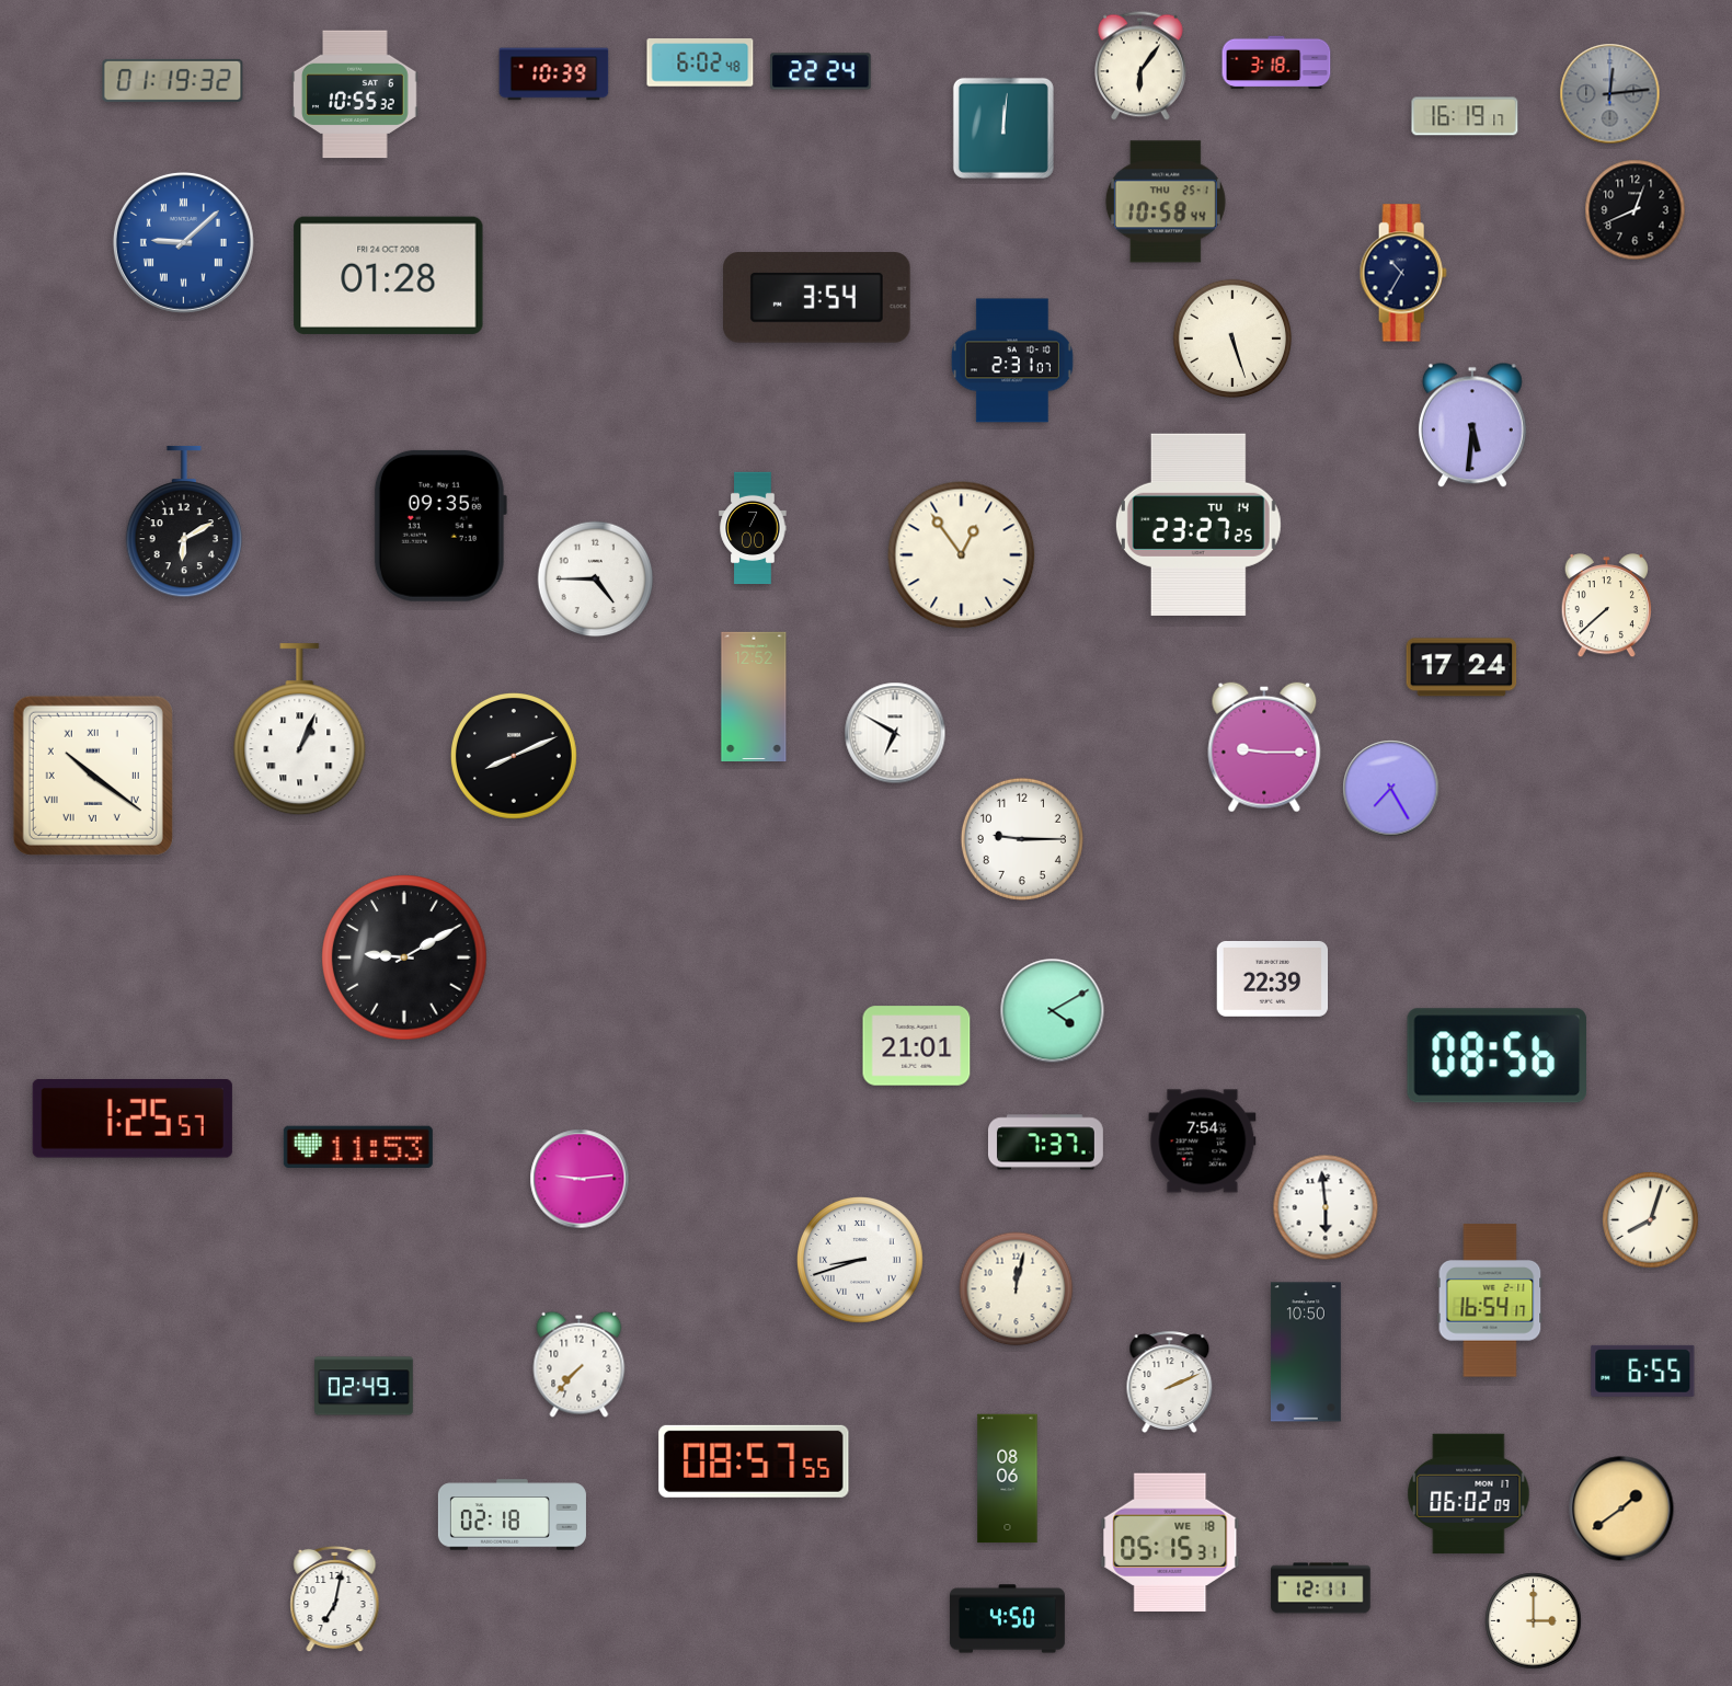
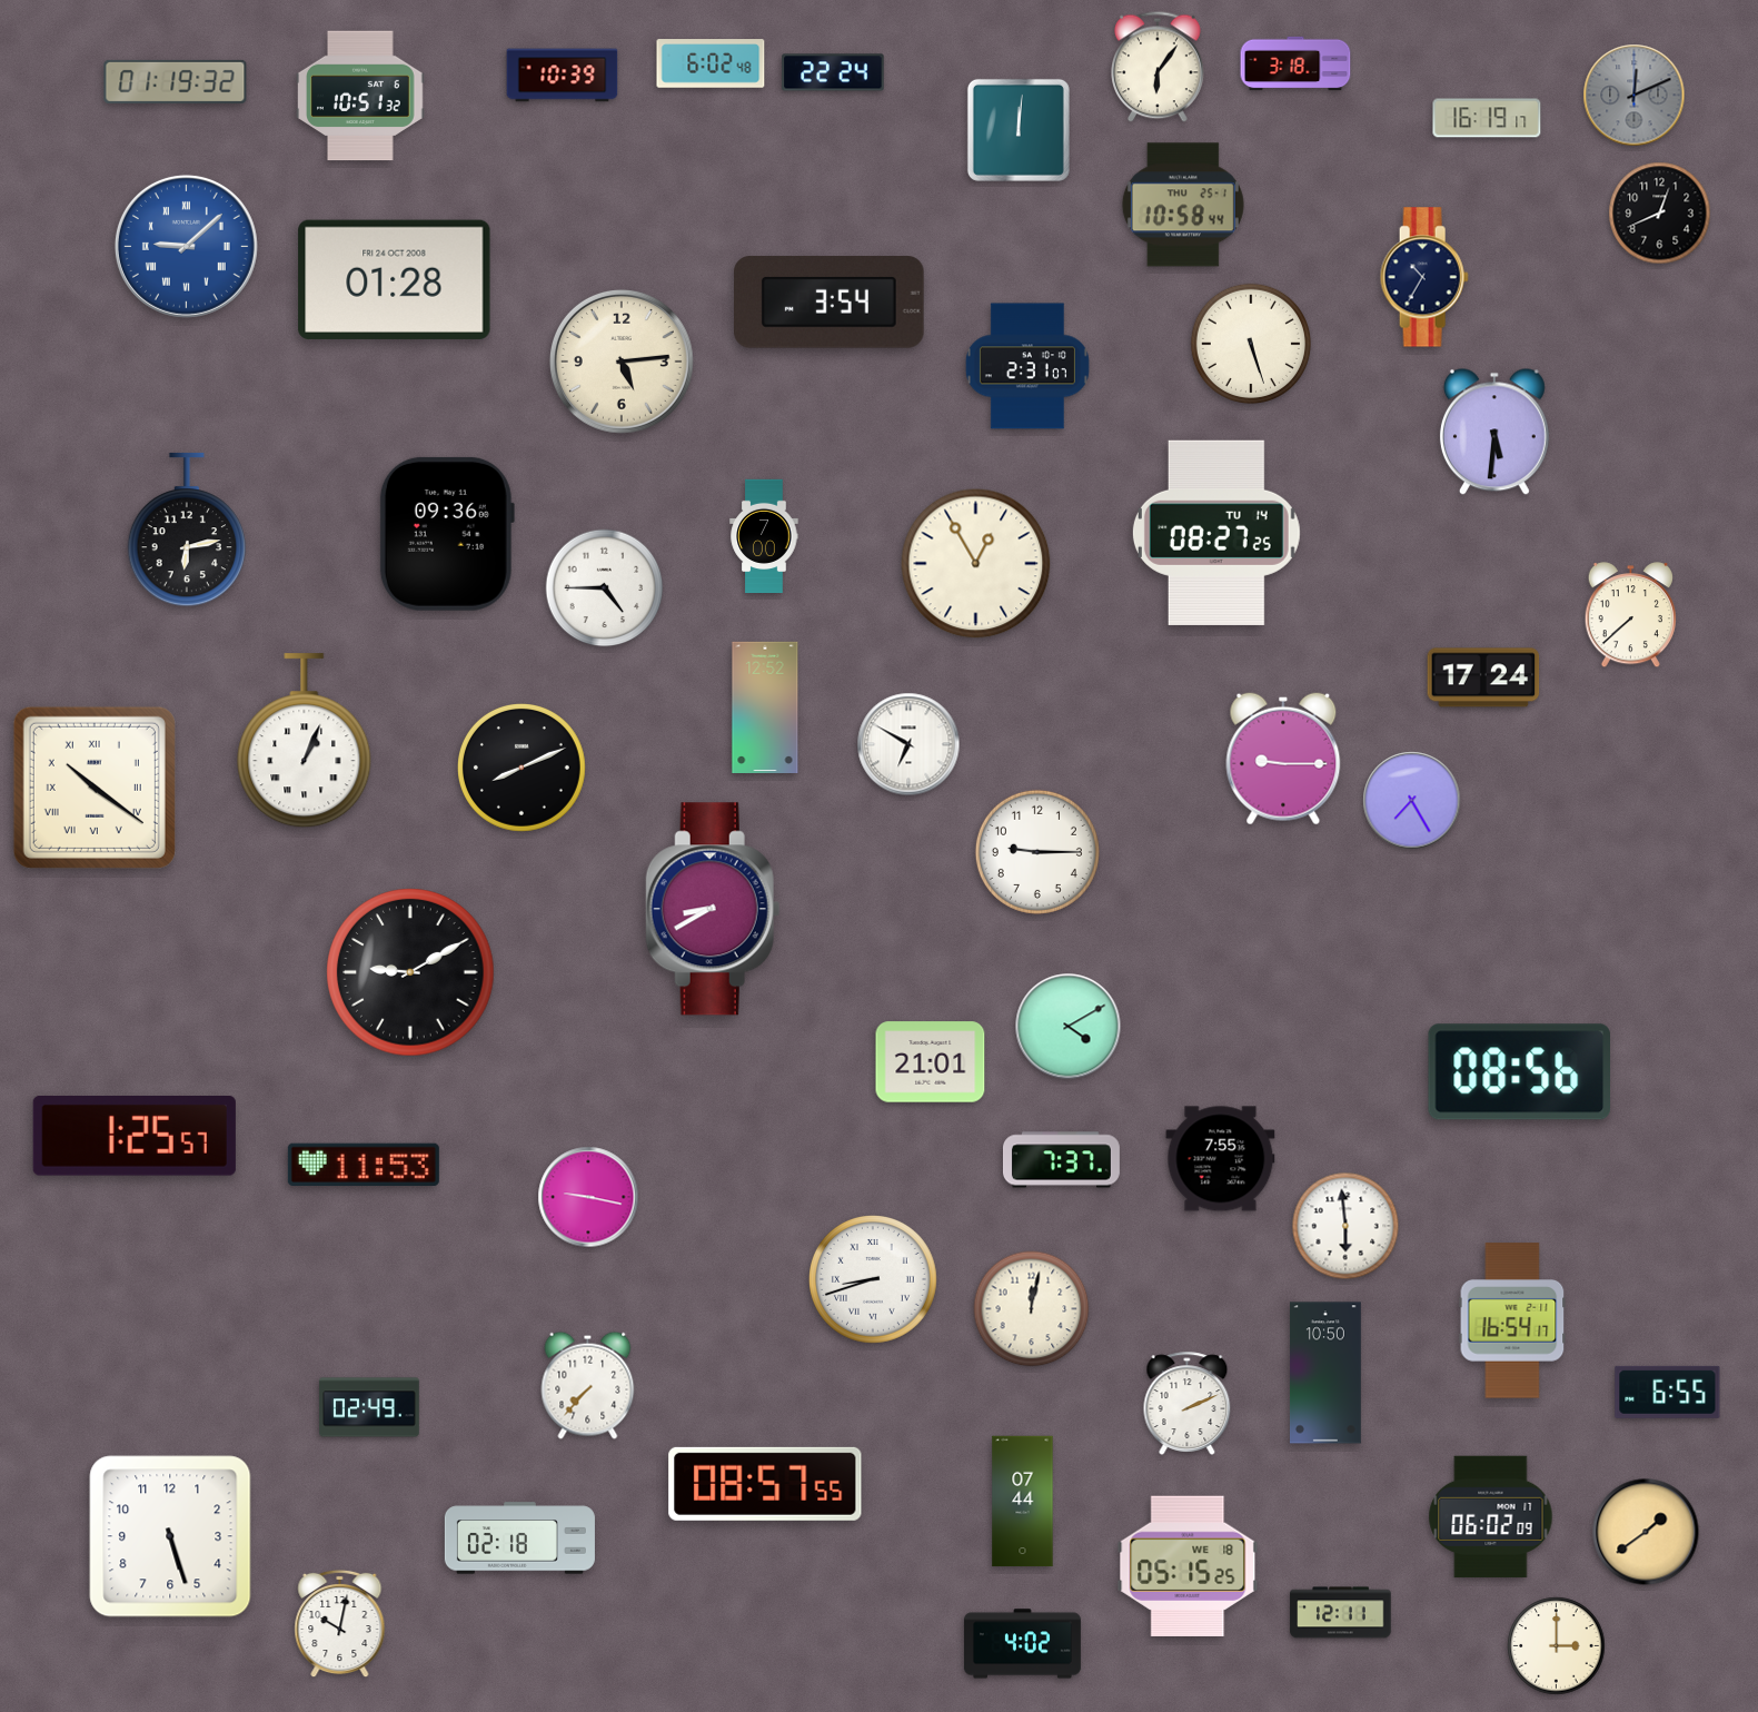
clock at (356, 94): 10:55 -> 10:51
clock at (1610, 94): 12:14 -> 12:11
clock at (622, 362): none -> 5:14
clock at (184, 521): 6:10 -> 6:13
clock at (1198, 525): 23:27 -> 08:27
clock at (440, 526): 09:35 -> 09:36
clock at (962, 555): 12:54 -> 12:55
clock at (713, 909): none -> 8:40
clock at (1273, 978): 22:39 -> none
clock at (1203, 1142): 7:54 -> 7:55
clock at (580, 1179): 9:14 -> 9:17
clock at (1651, 1220): 8:03 -> none
clock at (1008, 1479): 08:06 -> 07:44
clock at (170, 1536): none -> 5:27
clock at (1170, 1542): 05:15:31 -> 05:15:25
clock at (335, 1599): 7:02 -> 10:02
clock at (1007, 1619): 4:50 -> 4:02
